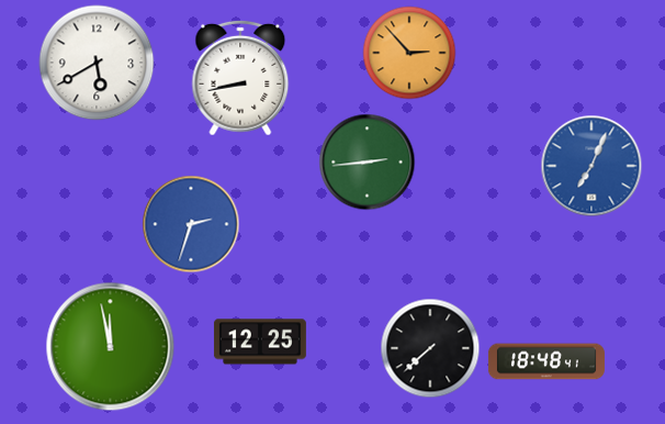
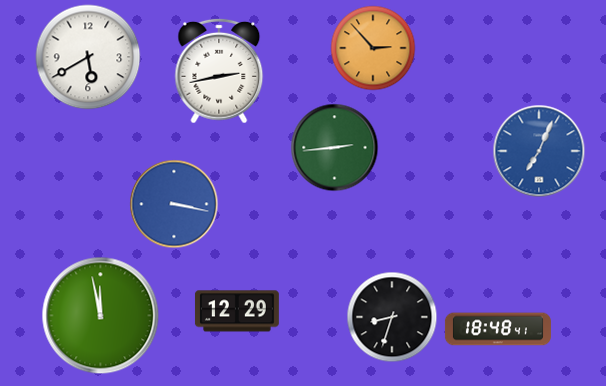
clock at (240, 78): 8:43 -> 2:43
clock at (191, 224): 2:33 -> 3:17
clock at (260, 342): 12:25 -> 12:29
clock at (430, 348): 7:38 -> 8:33
